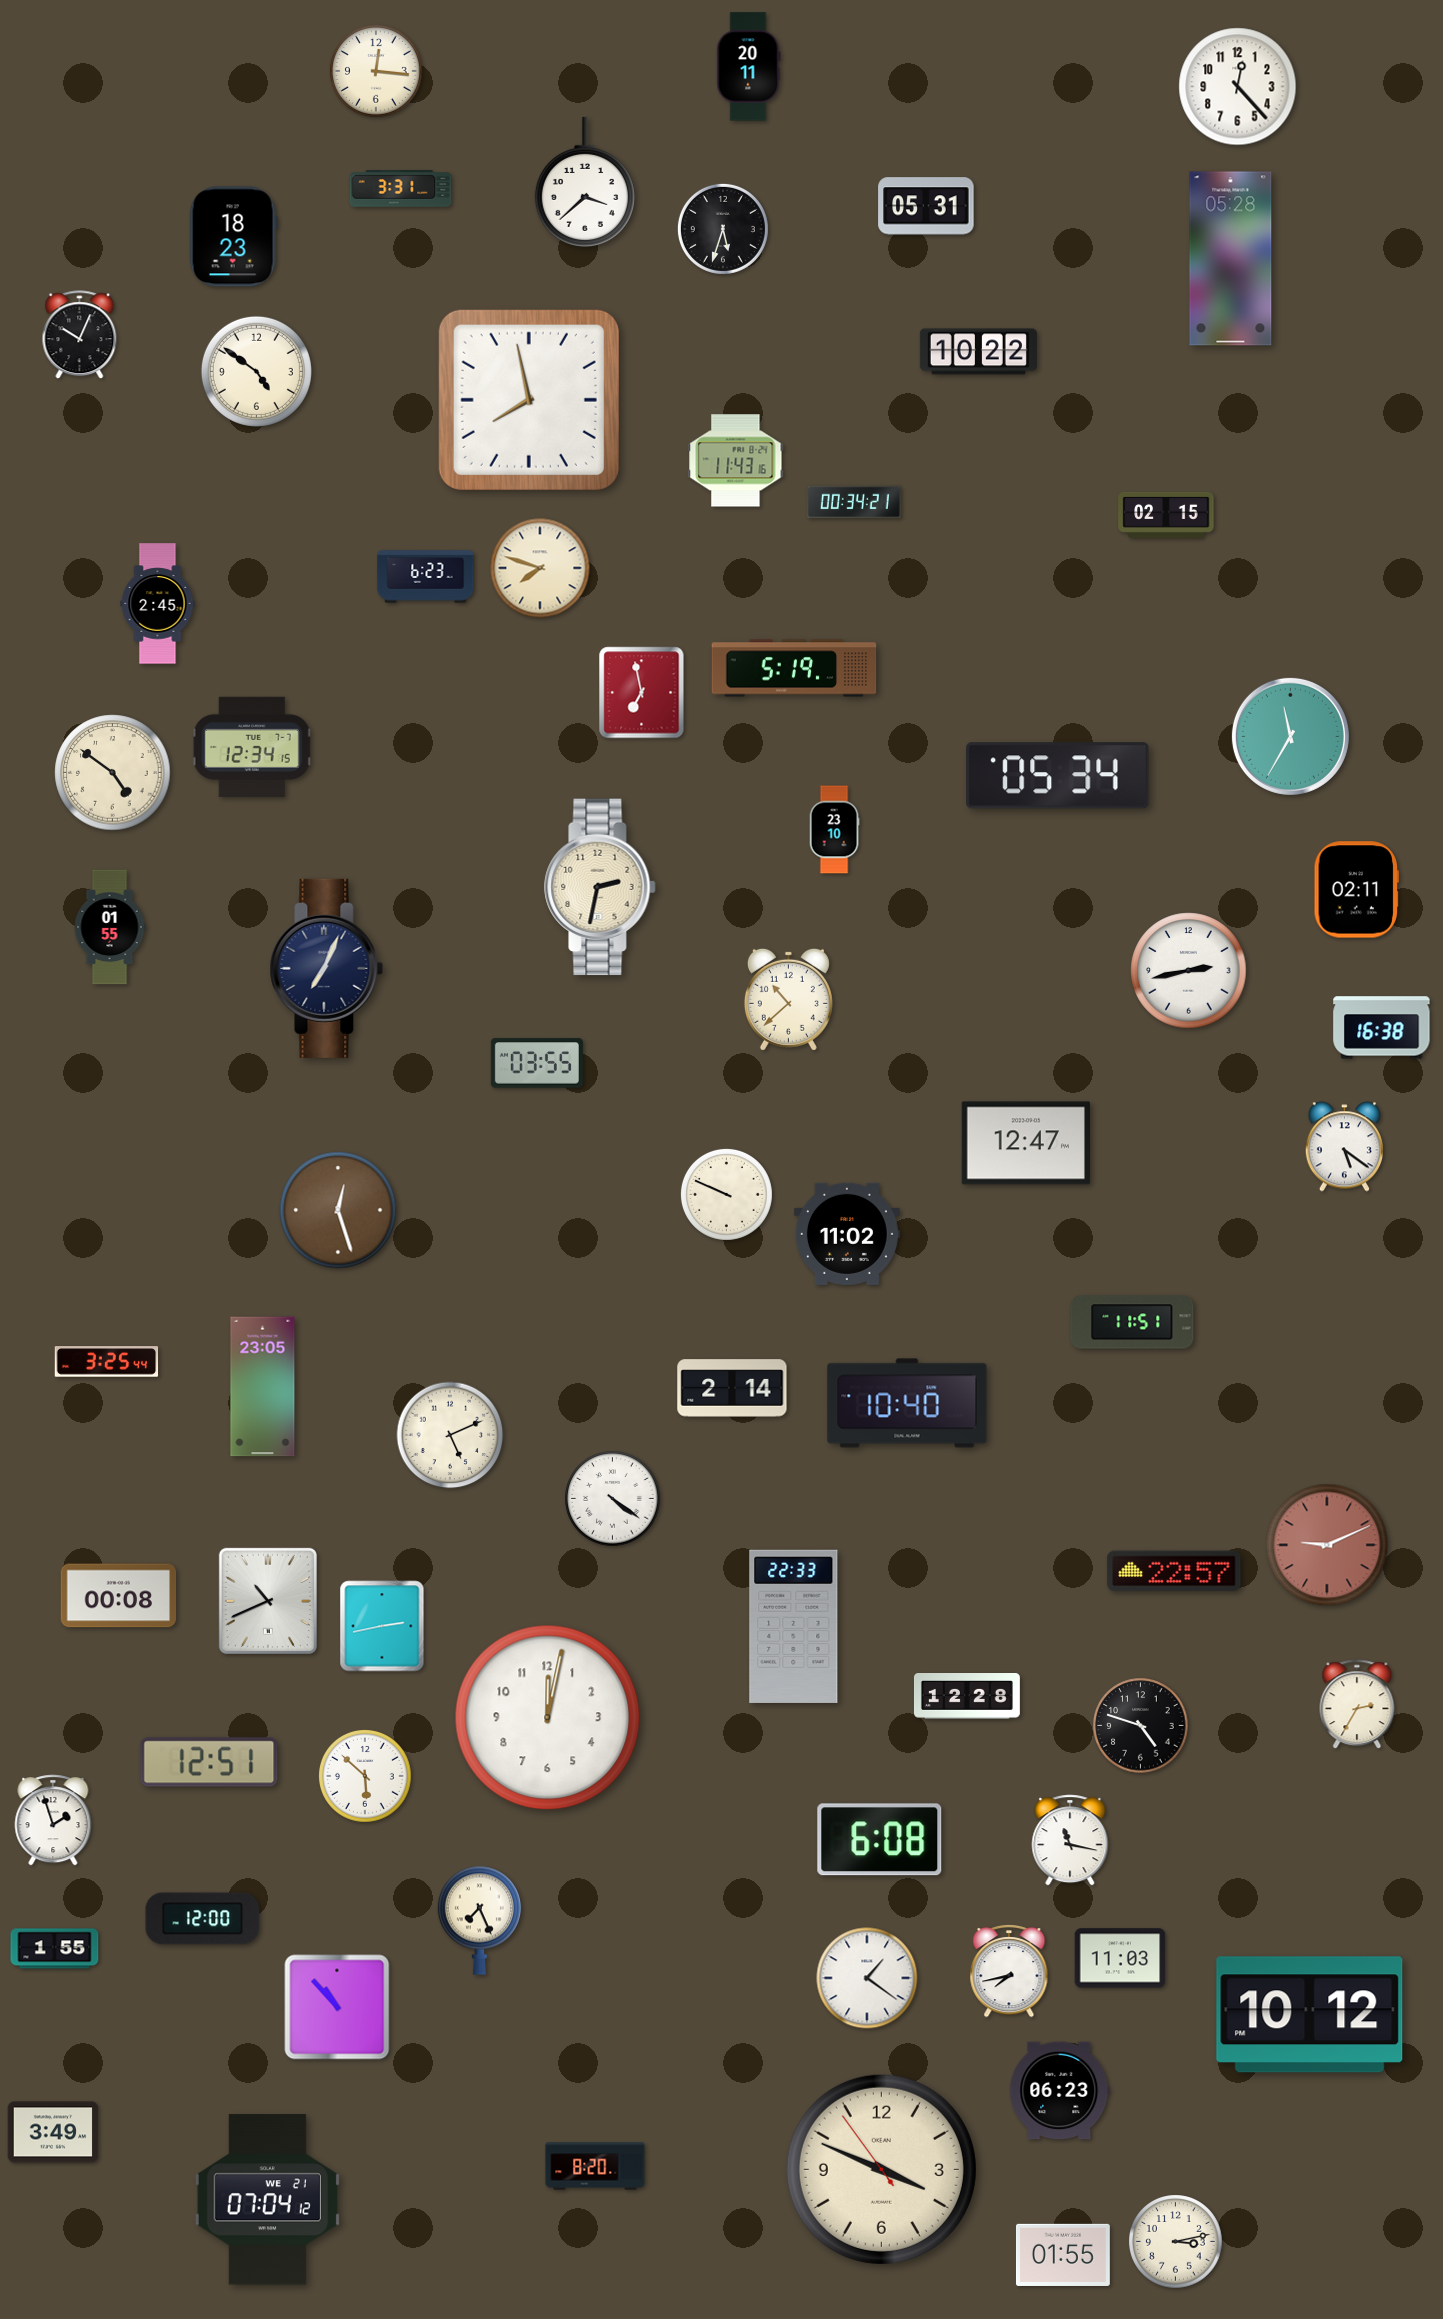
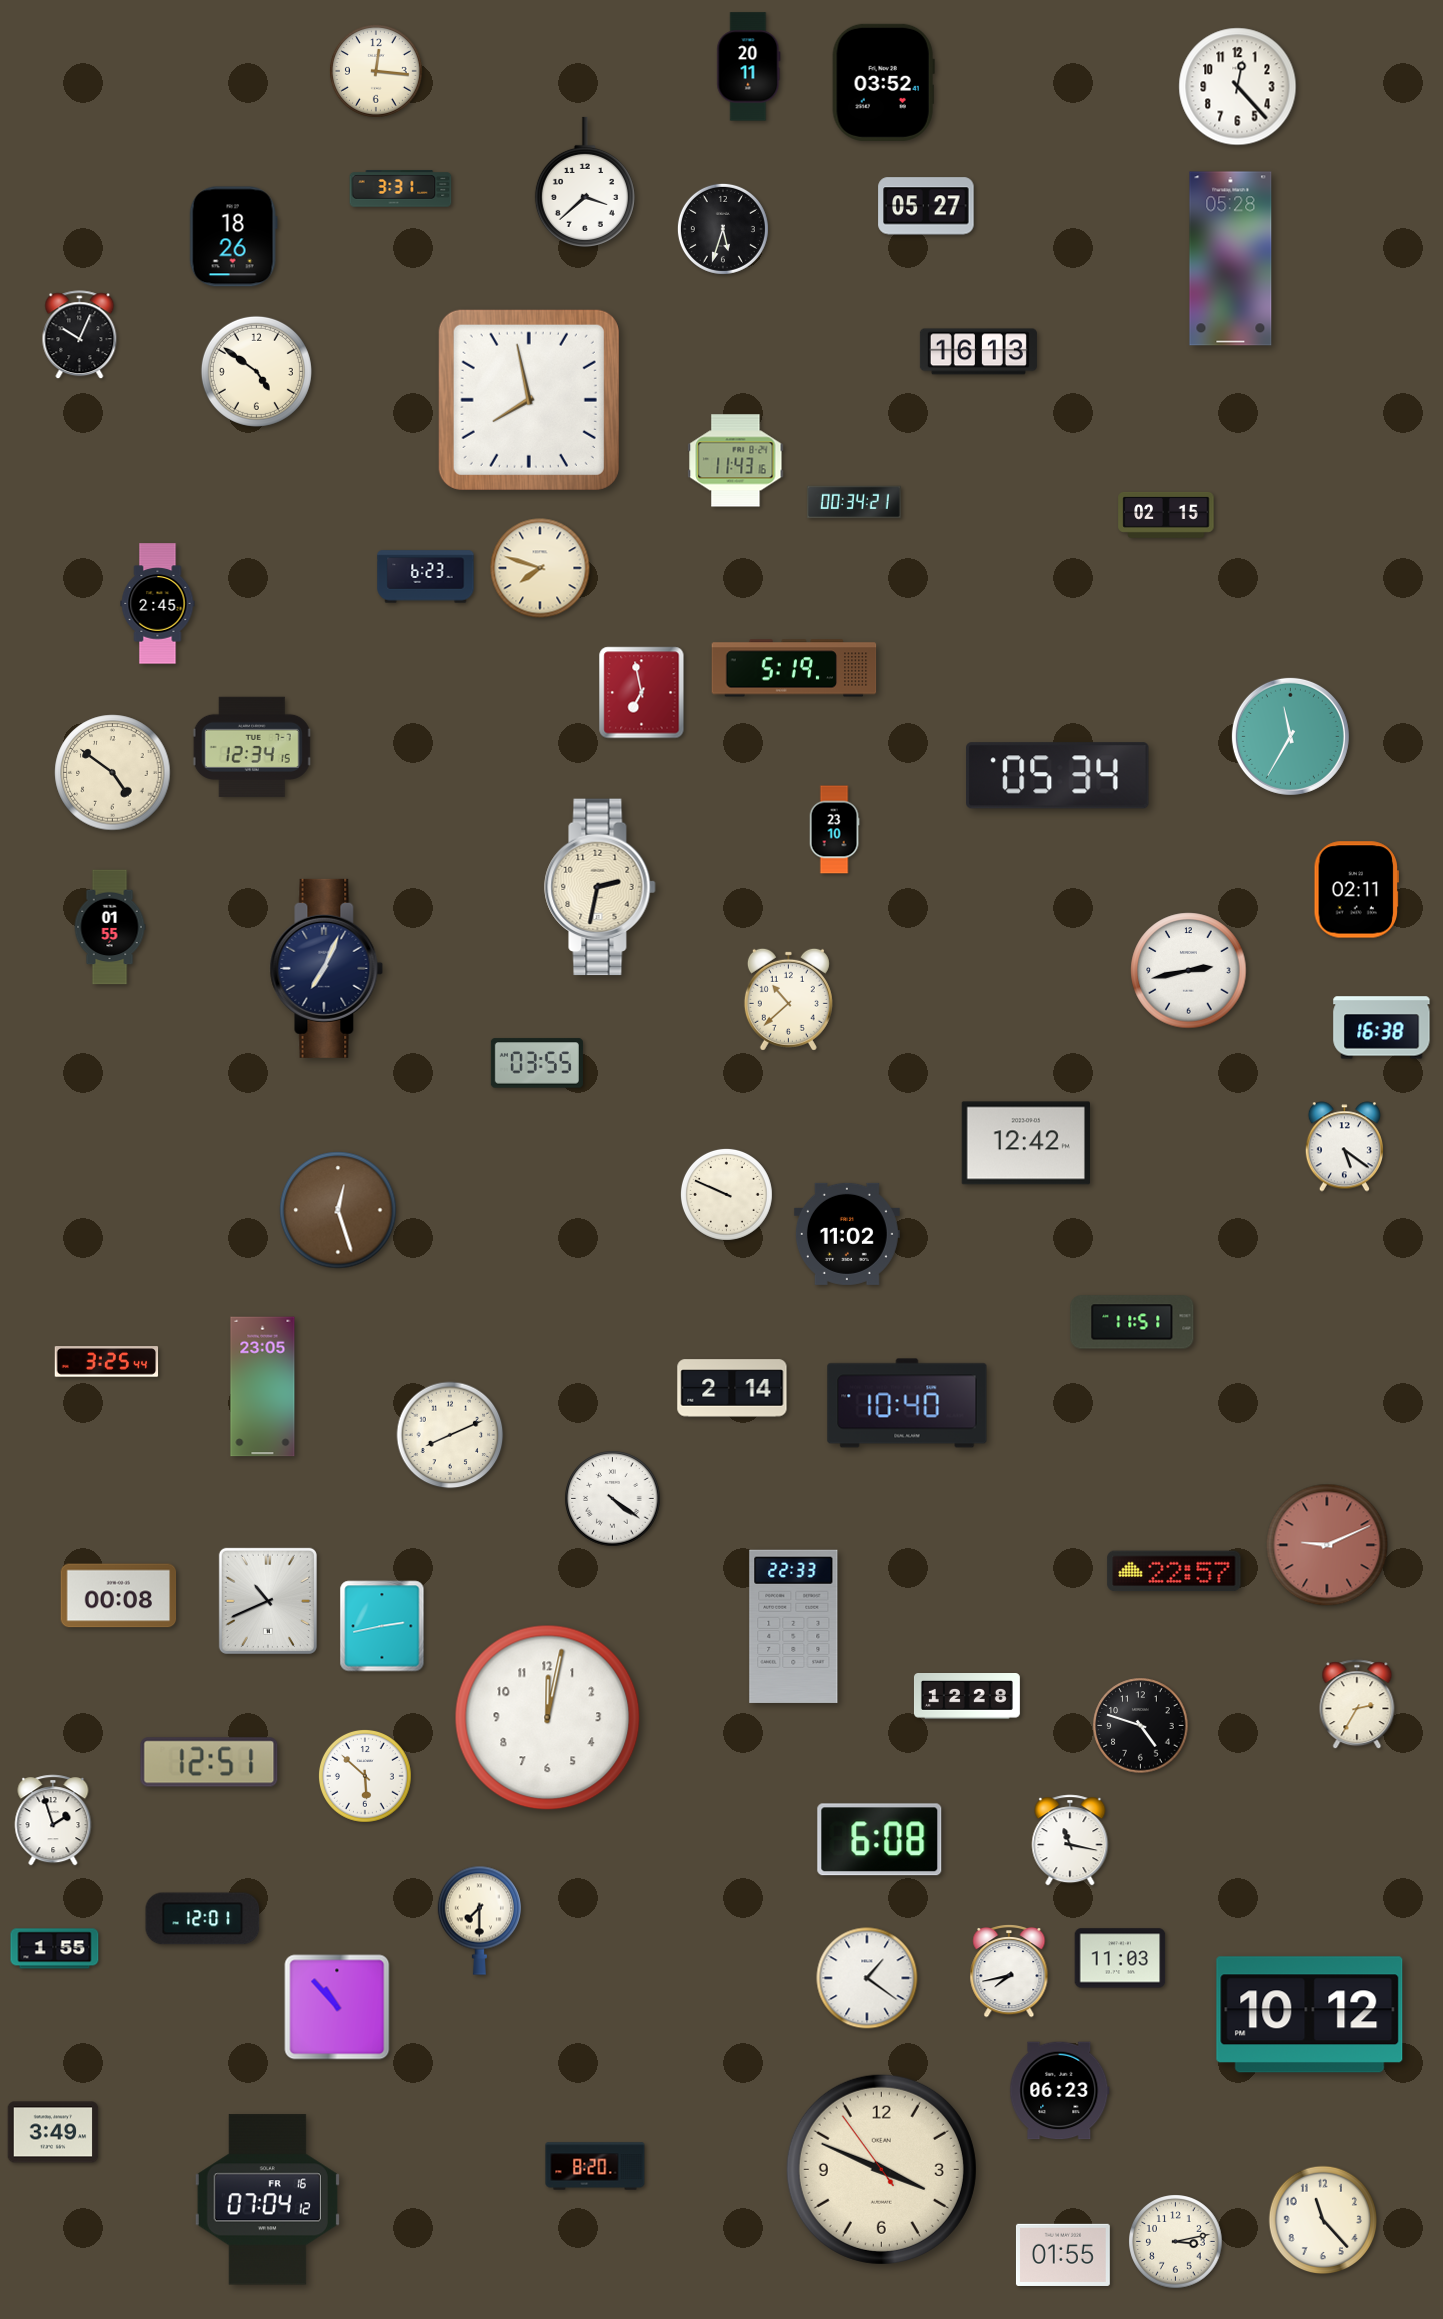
clock at (883, 82): none -> 03:52
clock at (926, 206): 05:31 -> 05:27
clock at (233, 237): 18:23 -> 18:26
clock at (978, 352): 10:22 -> 16:13
clock at (1026, 1143): 12:47 -> 12:42
clock at (450, 1435): 5:11 -> 8:11
clock at (203, 1919): 12:00 -> 12:01
clock at (479, 1920): 7:26 -> 7:30
clock at (267, 2200) date: WE 21 -> FR 16
clock at (1323, 2220): none -> 11:23
